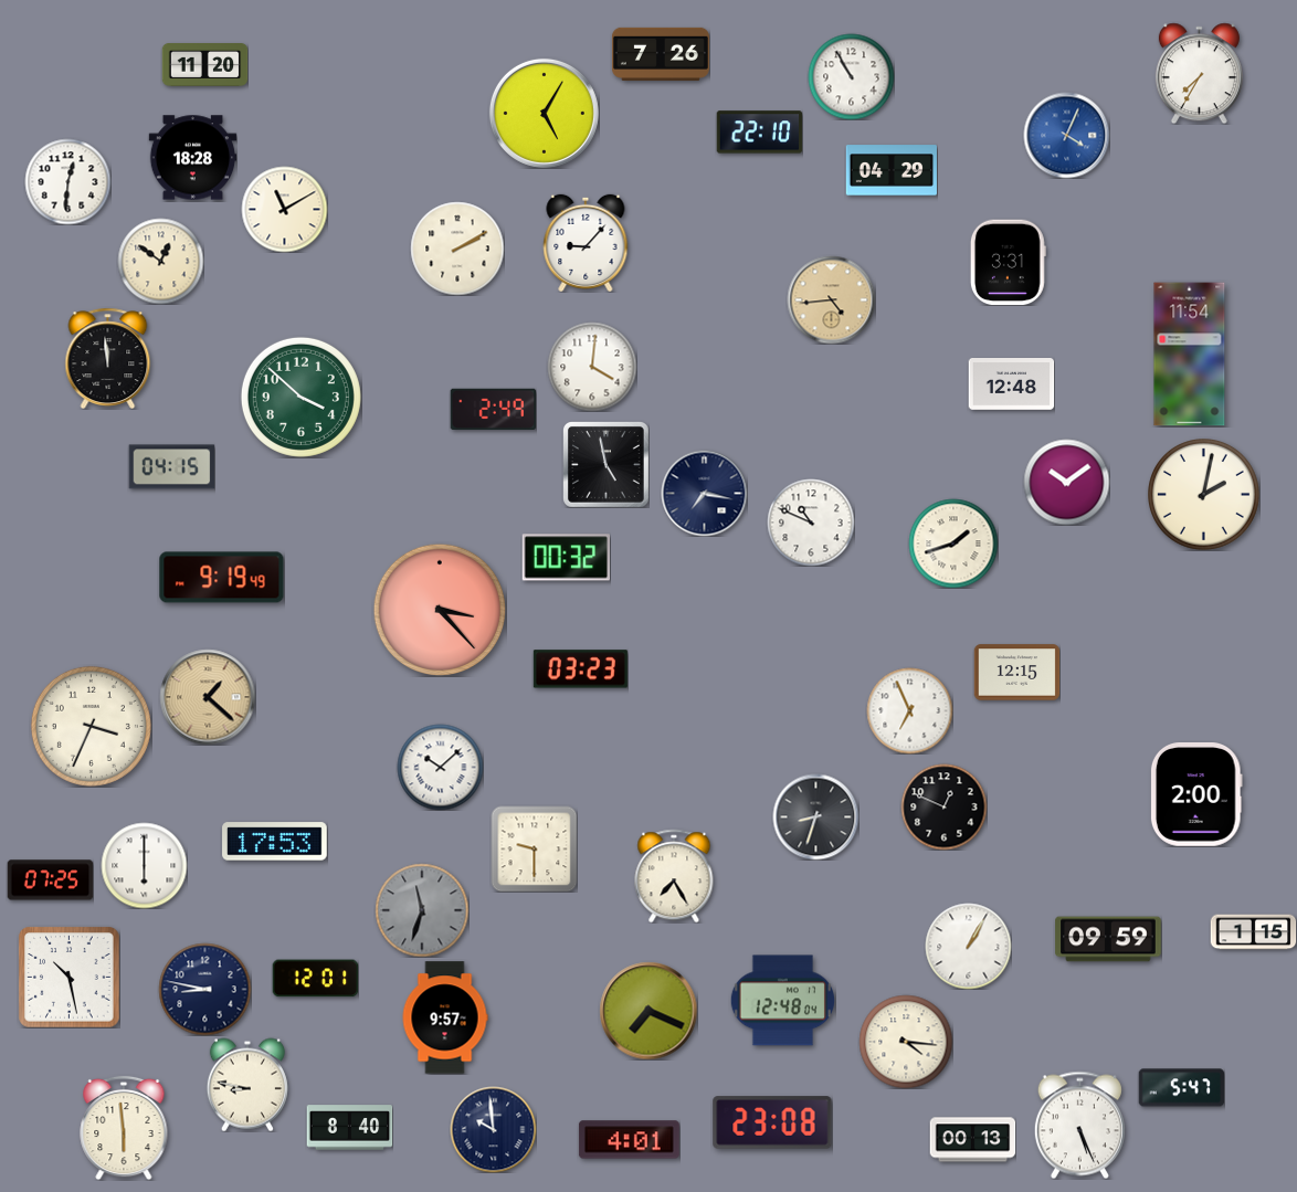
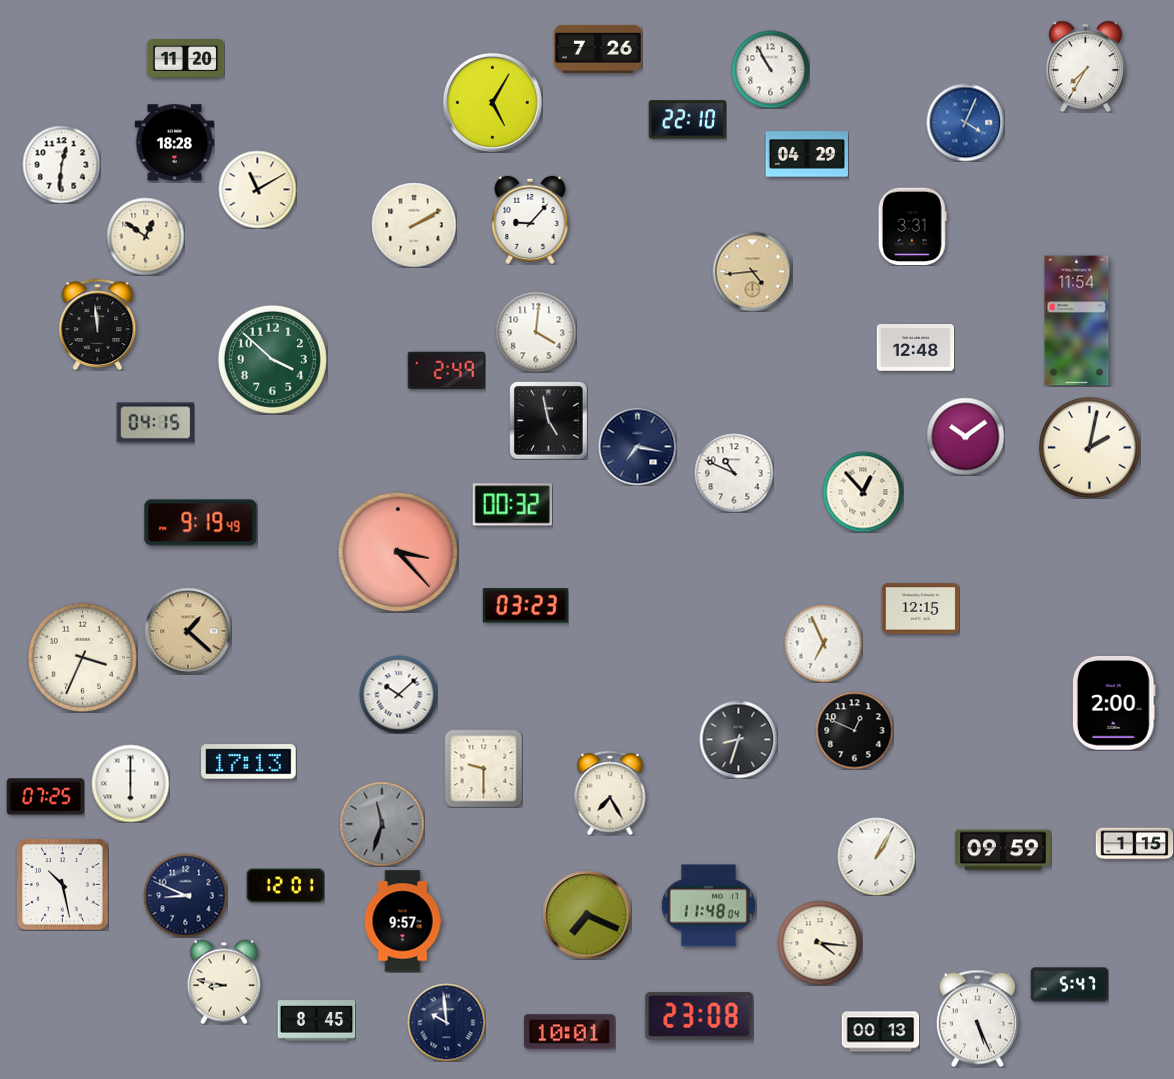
clock at (1008, 262) position: (1008, 262) -> (912, 226)
clock at (953, 544): 1:42 -> 12:53
clock at (1196, 795) position: (1196, 795) -> (1114, 704)
clock at (275, 842): 17:53 -> 17:13
clock at (204, 989): 8:47 -> 8:49
clock at (782, 1001): 12:48 -> 11:48
clock at (124, 1128): 5:59 -> none
clock at (349, 1128): 8:40 -> 8:45
clock at (629, 1140): 4:01 -> 10:01
